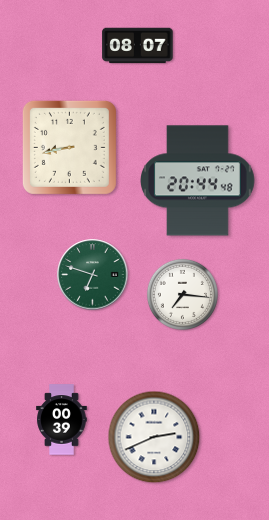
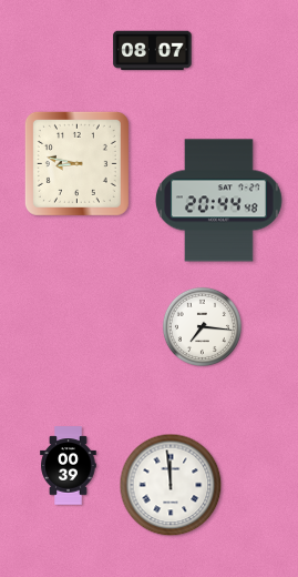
clock at (69, 147): 8:43 -> 8:47
clock at (93, 275): 6:48 -> none
clock at (154, 437): 2:41 -> 11:59
